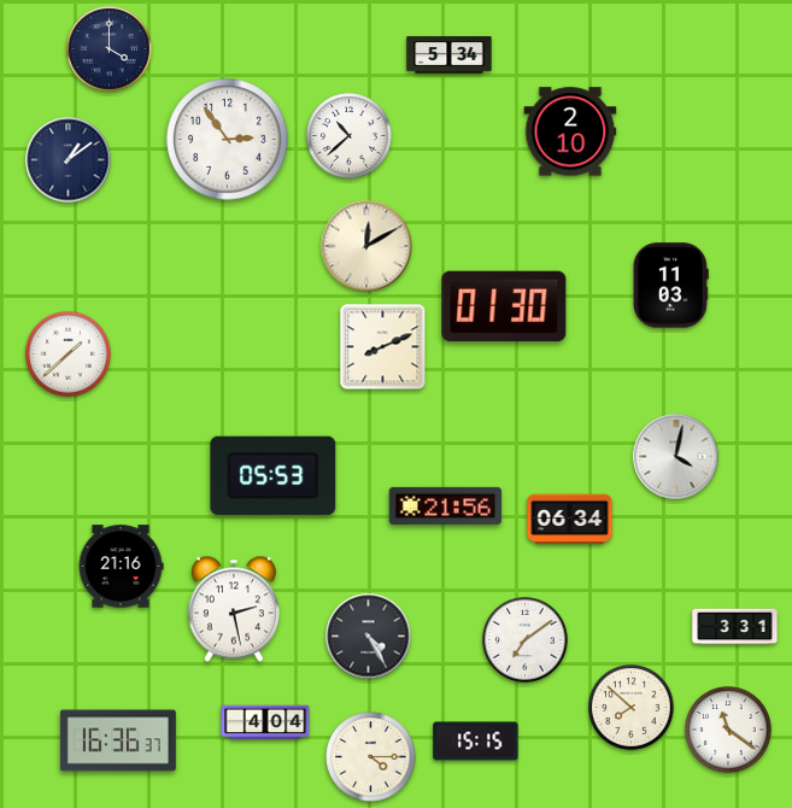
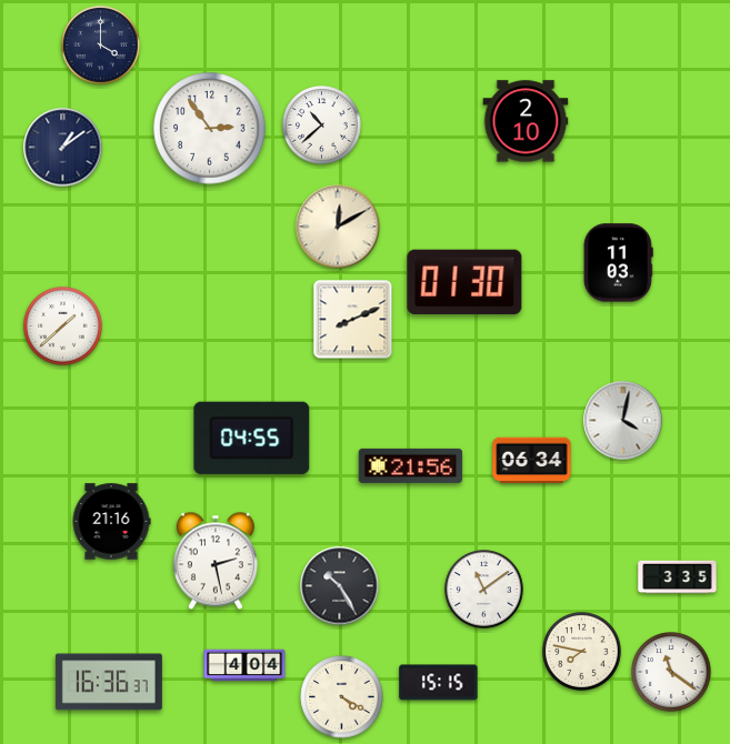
clock at (450, 55): 5:34 -> none
clock at (274, 475): 05:53 -> 04:55
clock at (570, 520) position: (570, 520) -> (532, 461)
clock at (735, 627): 3:31 -> 3:35
clock at (369, 637): 4:25 -> 10:25
clock at (526, 640): 7:09 -> 11:09
clock at (632, 708): 7:52 -> 7:47
clock at (371, 757): 4:15 -> 4:20
